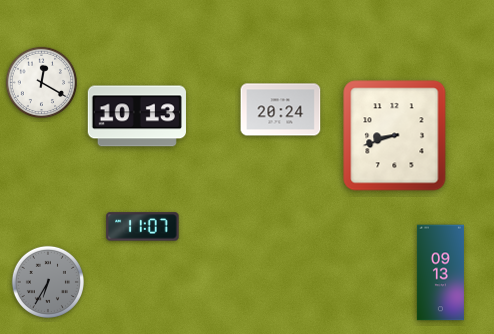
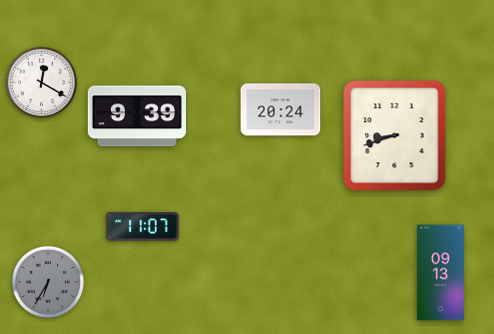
clock at (137, 116): 10:13 -> 9:39
